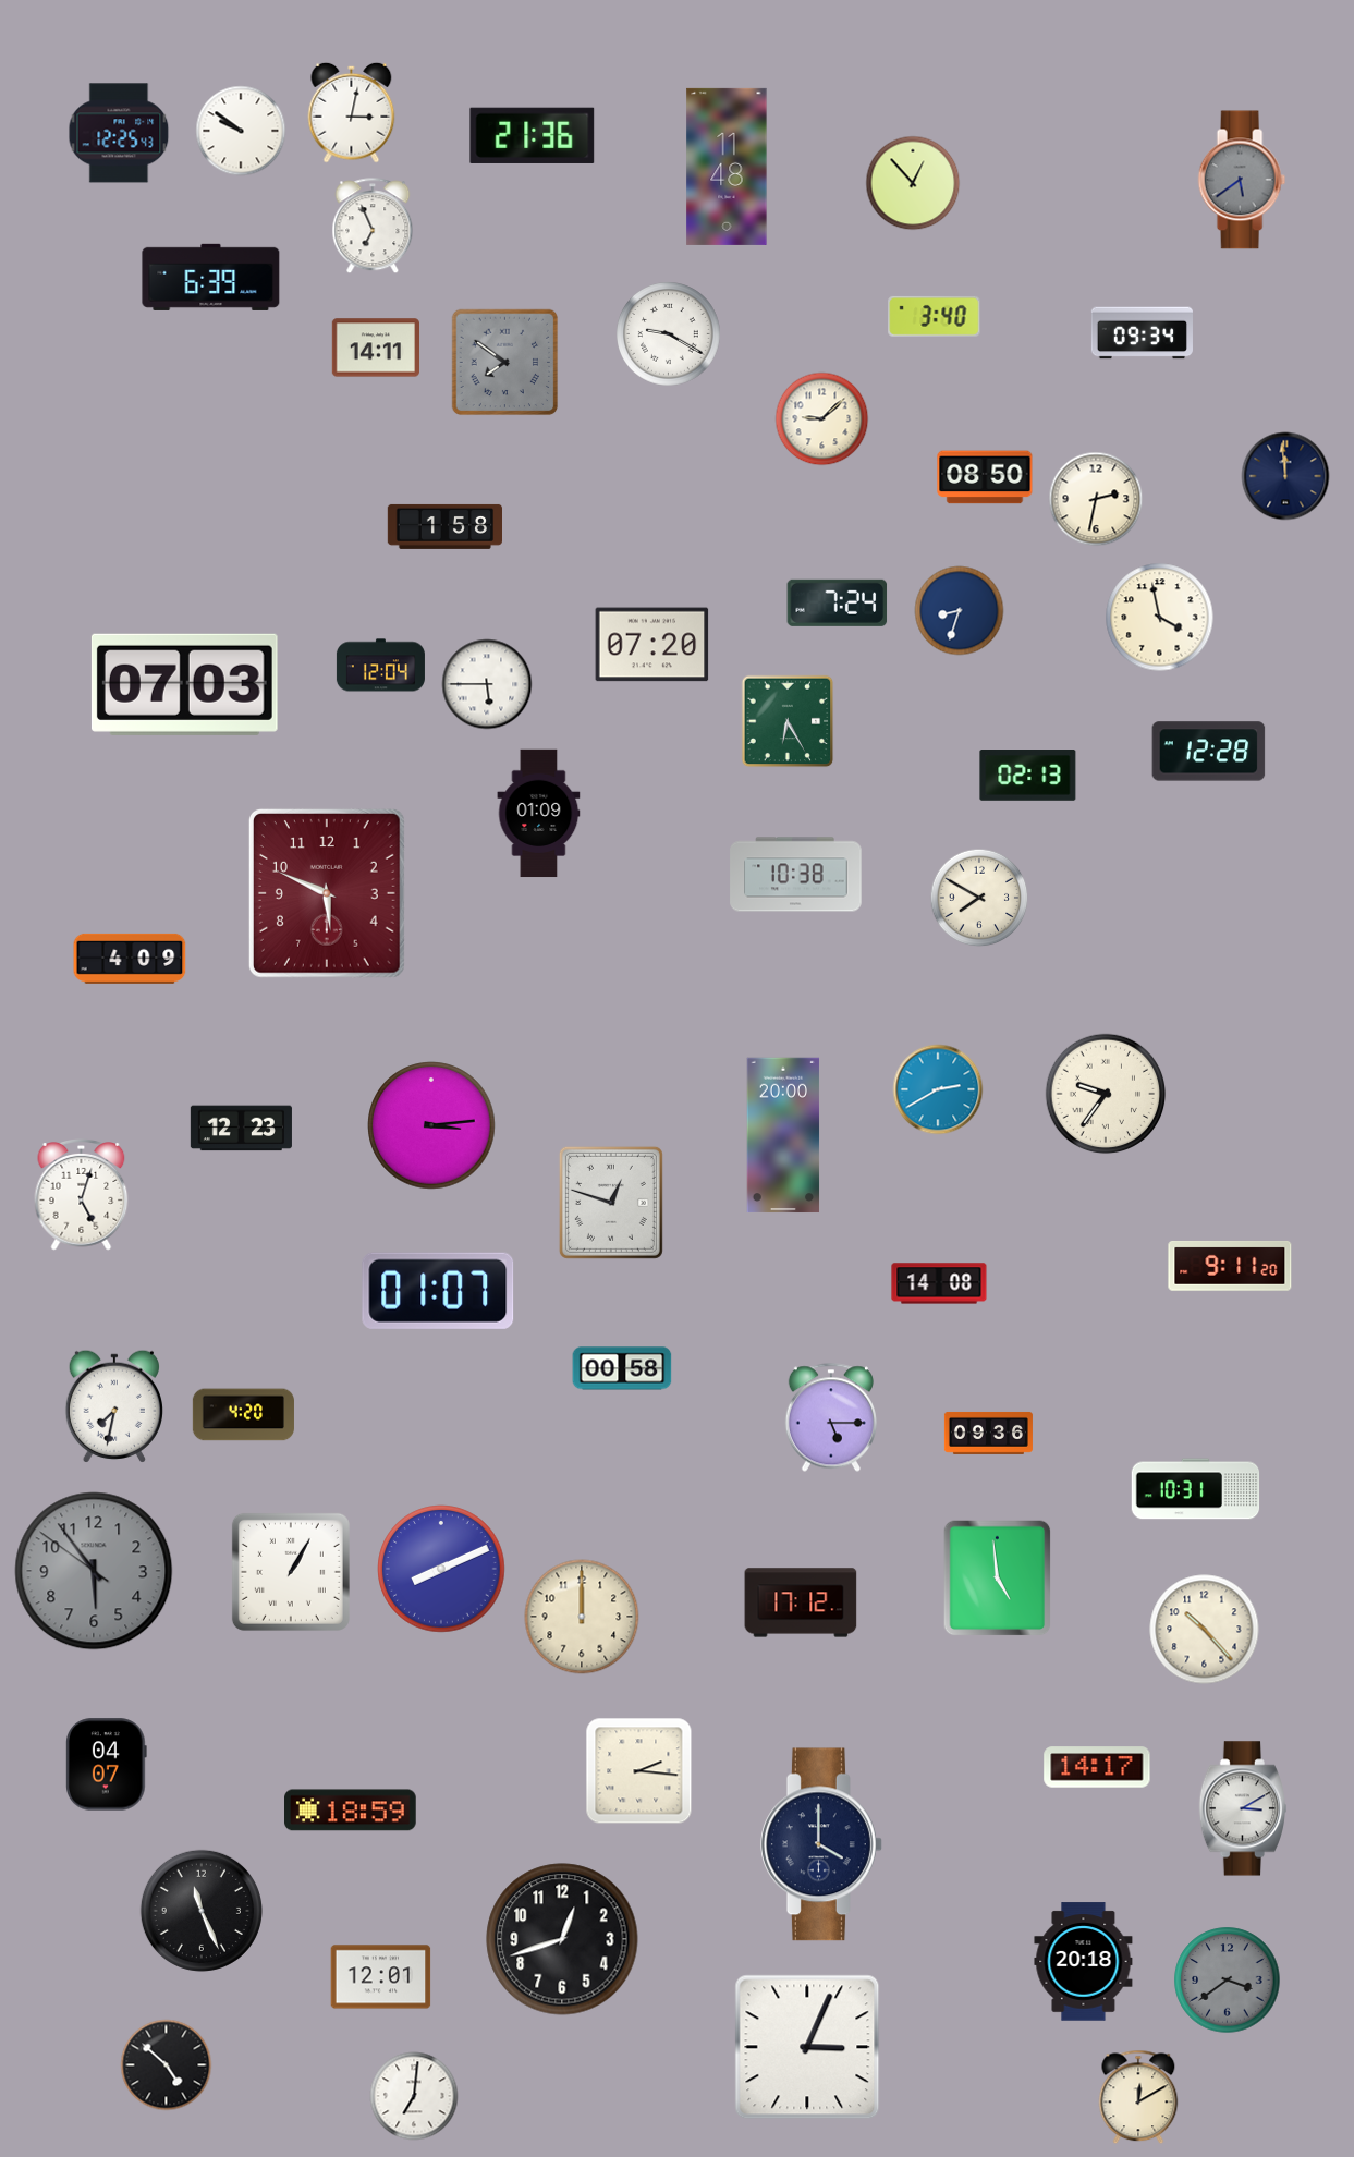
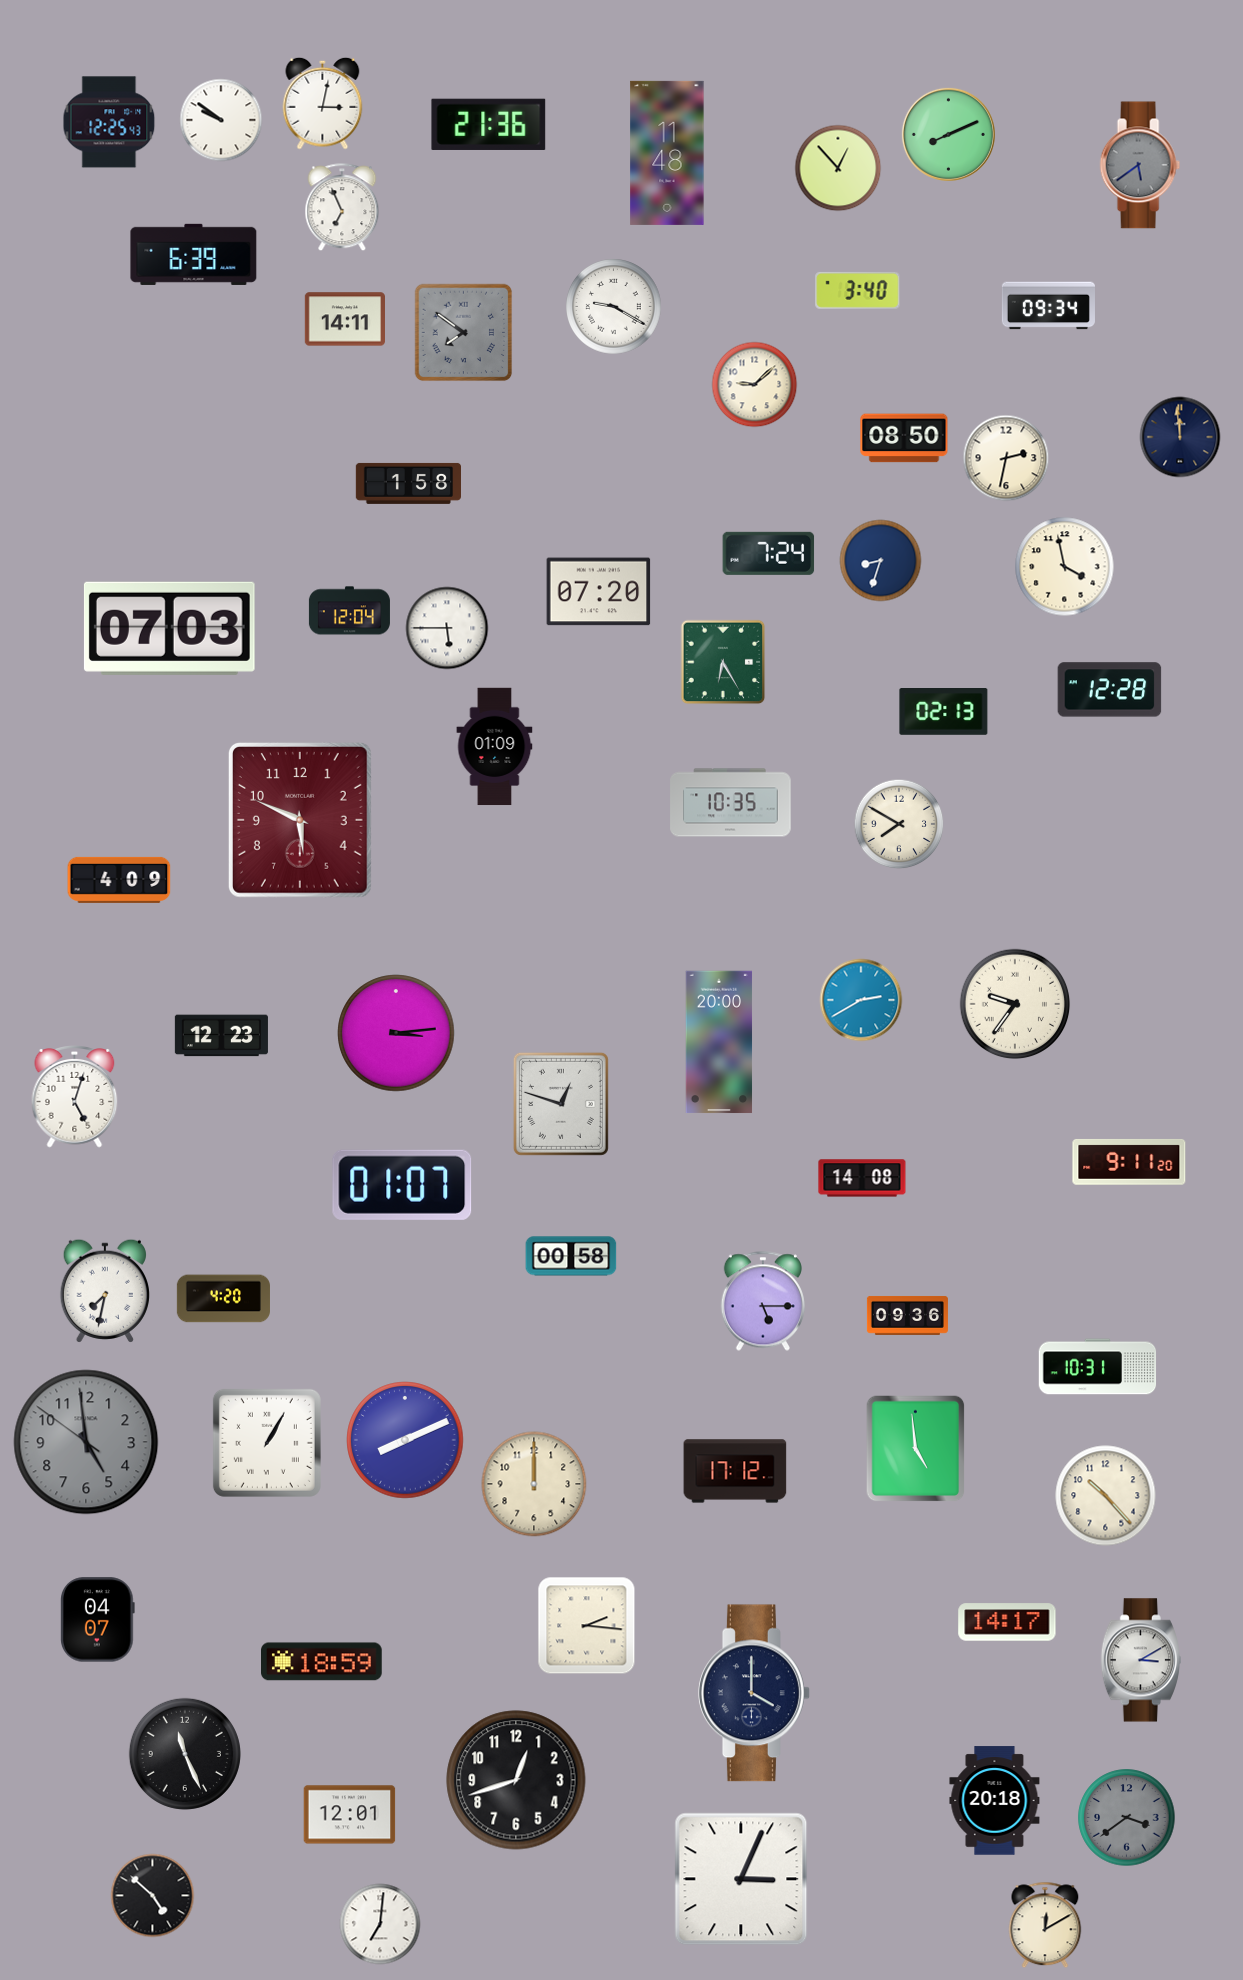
clock at (948, 134): none -> 8:11
clock at (796, 875): 10:38 -> 10:35
clock at (94, 1571): 5:53 -> 4:58
